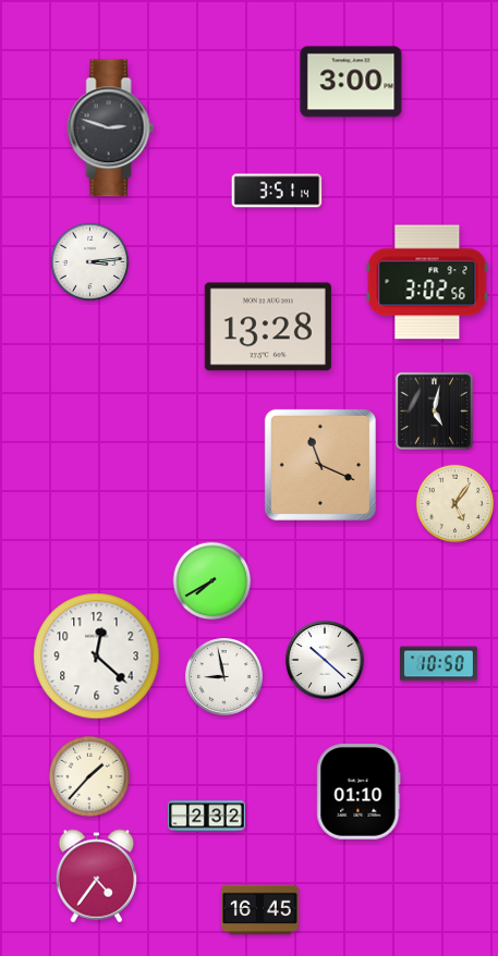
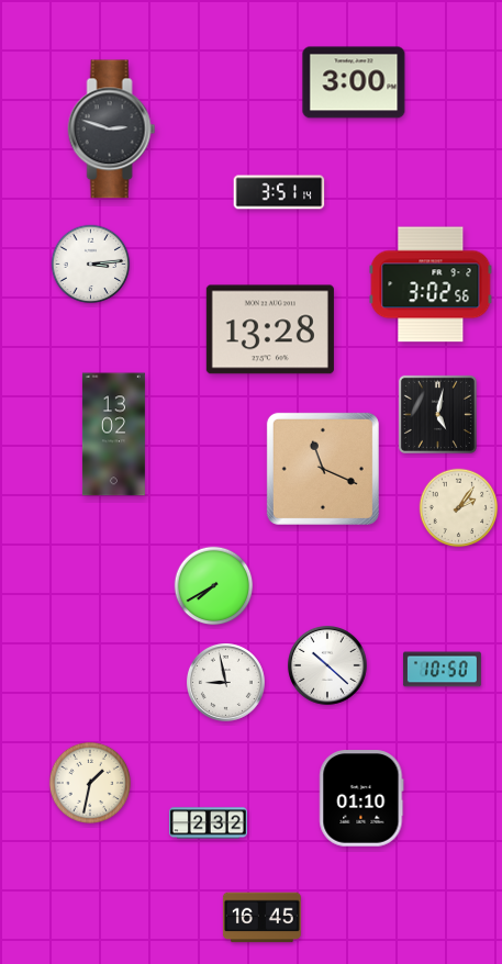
clock at (113, 435): none -> 13:02
clock at (456, 504): 5:06 -> 2:06
clock at (97, 657): 12:22 -> none
clock at (89, 775): 1:37 -> 1:32
clock at (97, 877): 4:36 -> none
